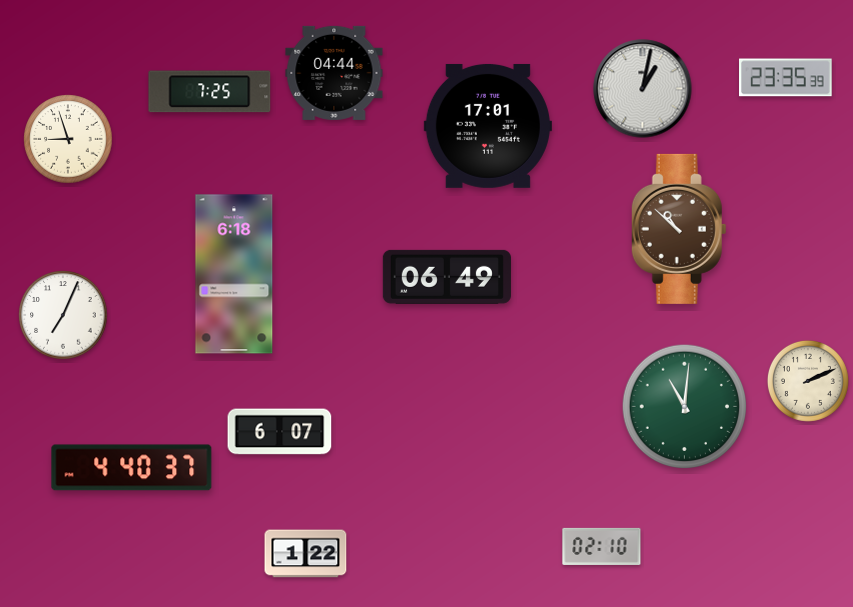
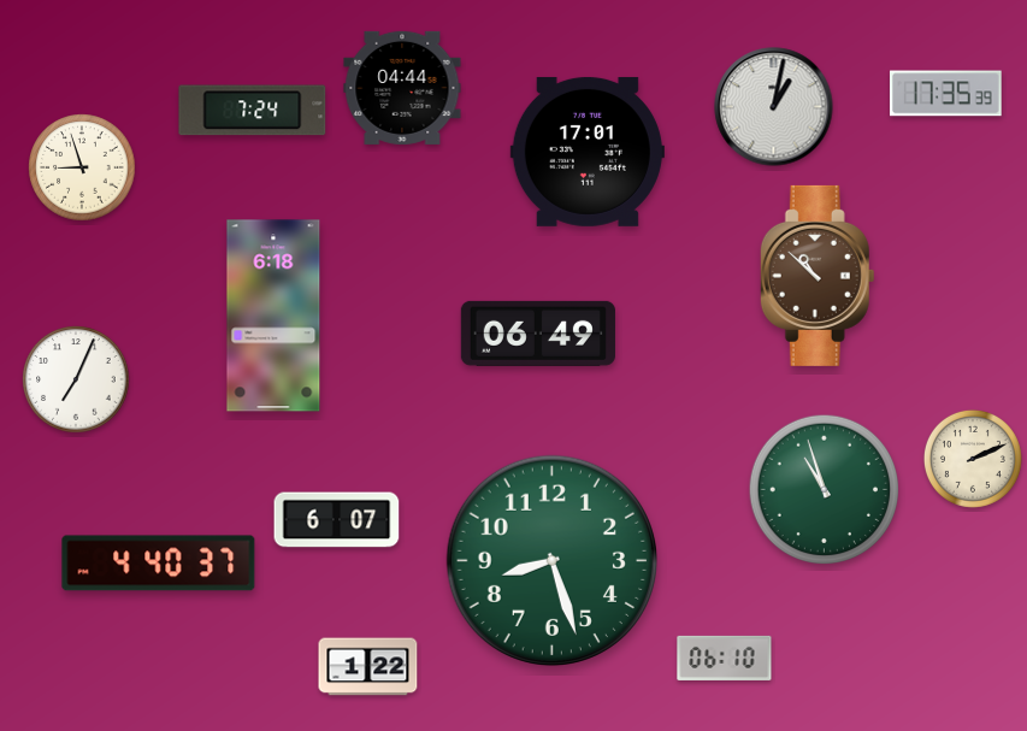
clock at (786, 78): 23:35 -> 17:35
clock at (210, 92): 7:25 -> 7:24
clock at (234, 274) position: (234, 274) -> (273, 316)
clock at (685, 407): 11:01 -> 10:57
clock at (551, 560): none -> 8:27
clock at (602, 546): 02:10 -> 06:10
